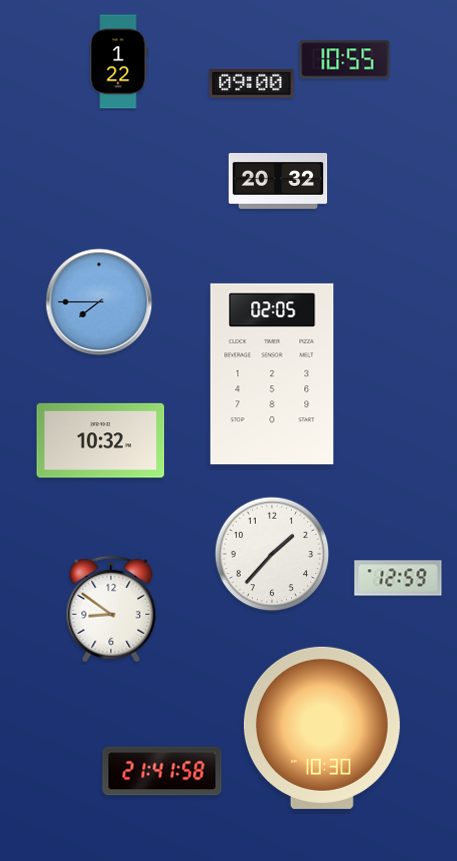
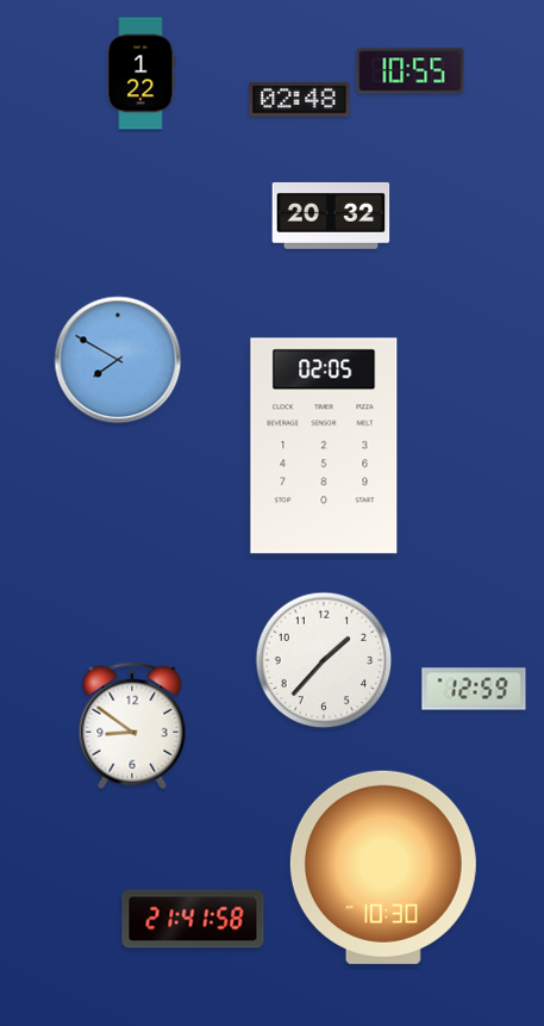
clock at (252, 83): 09:00 -> 02:48
clock at (99, 302): 7:45 -> 7:50
clock at (101, 441): 10:32 -> none
